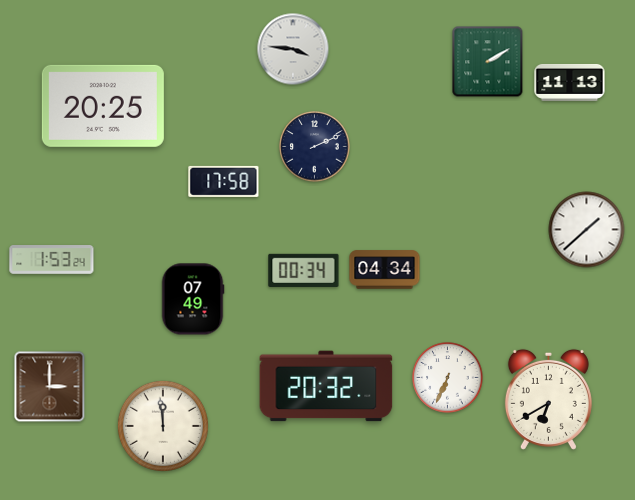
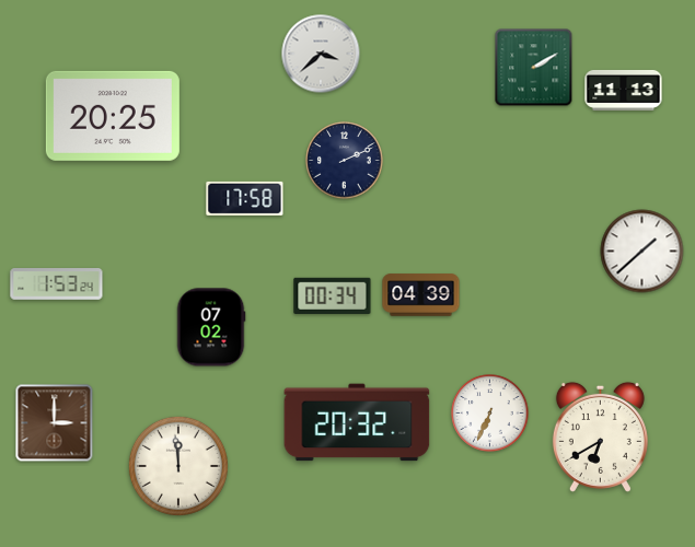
clock at (293, 49): 3:46 -> 3:38
clock at (385, 270): 04:34 -> 04:39
clock at (193, 299): 07:49 -> 07:02
